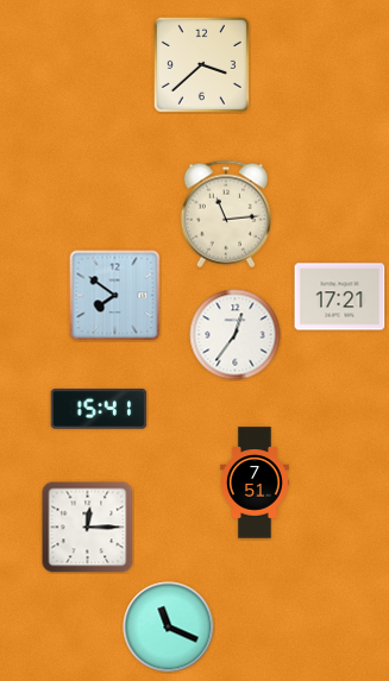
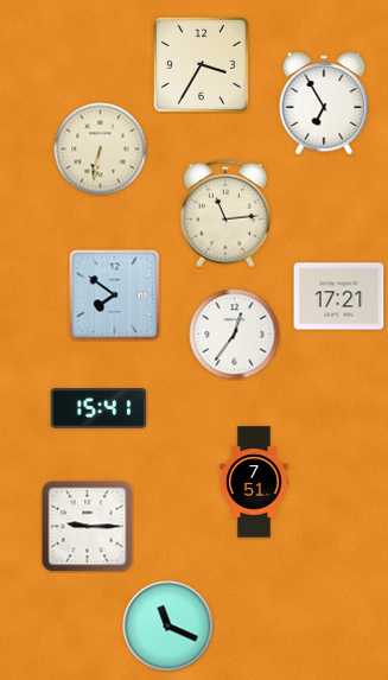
clock at (201, 64): 3:38 -> 3:35
clock at (324, 103): none -> 6:55
clock at (101, 150): none -> 6:32
clock at (88, 528): 12:15 -> 9:15
